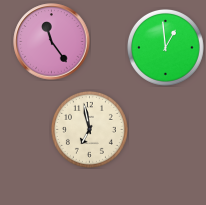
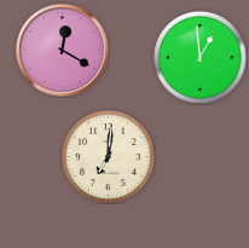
clock at (52, 42): 11:24 -> 12:20
clock at (89, 129): 6:58 -> 7:01
